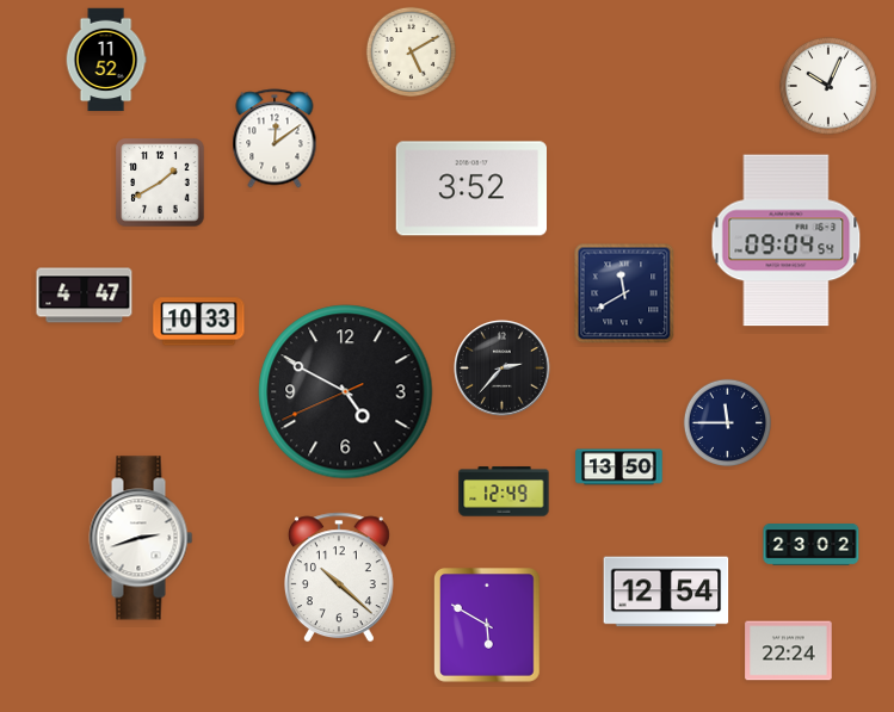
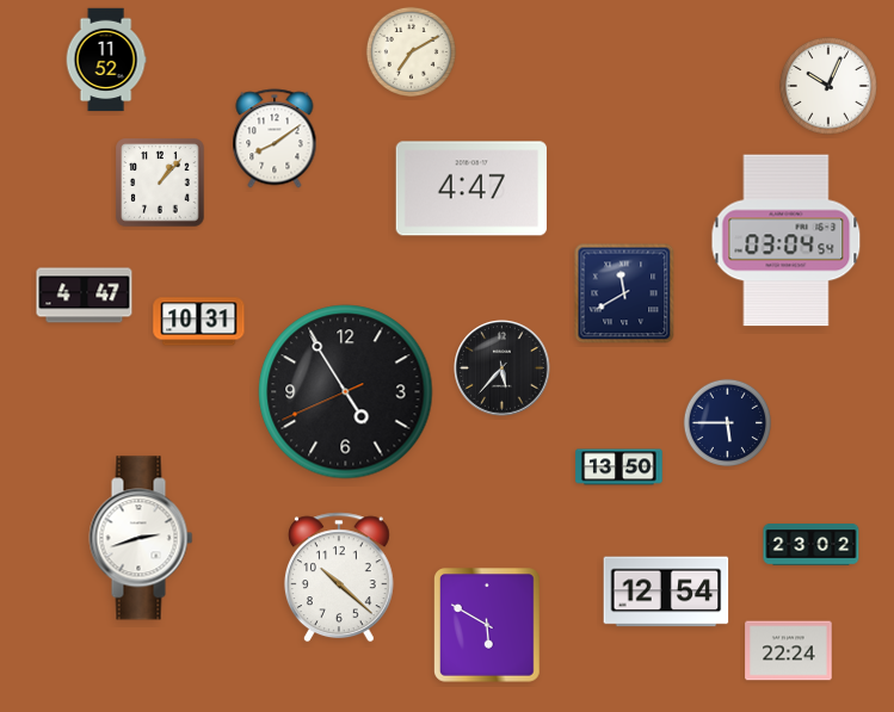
clock at (411, 51): 5:10 -> 7:10
clock at (275, 138): 12:09 -> 8:09
clock at (160, 182): 1:40 -> 1:07
clock at (470, 188): 3:52 -> 4:47
clock at (787, 241): 09:04 -> 03:04
clock at (199, 322): 10:33 -> 10:31
clock at (503, 369): 2:37 -> 5:37
clock at (346, 392): 4:49 -> 4:54
clock at (728, 423): 11:45 -> 5:45
clock at (504, 491): 12:49 -> none
